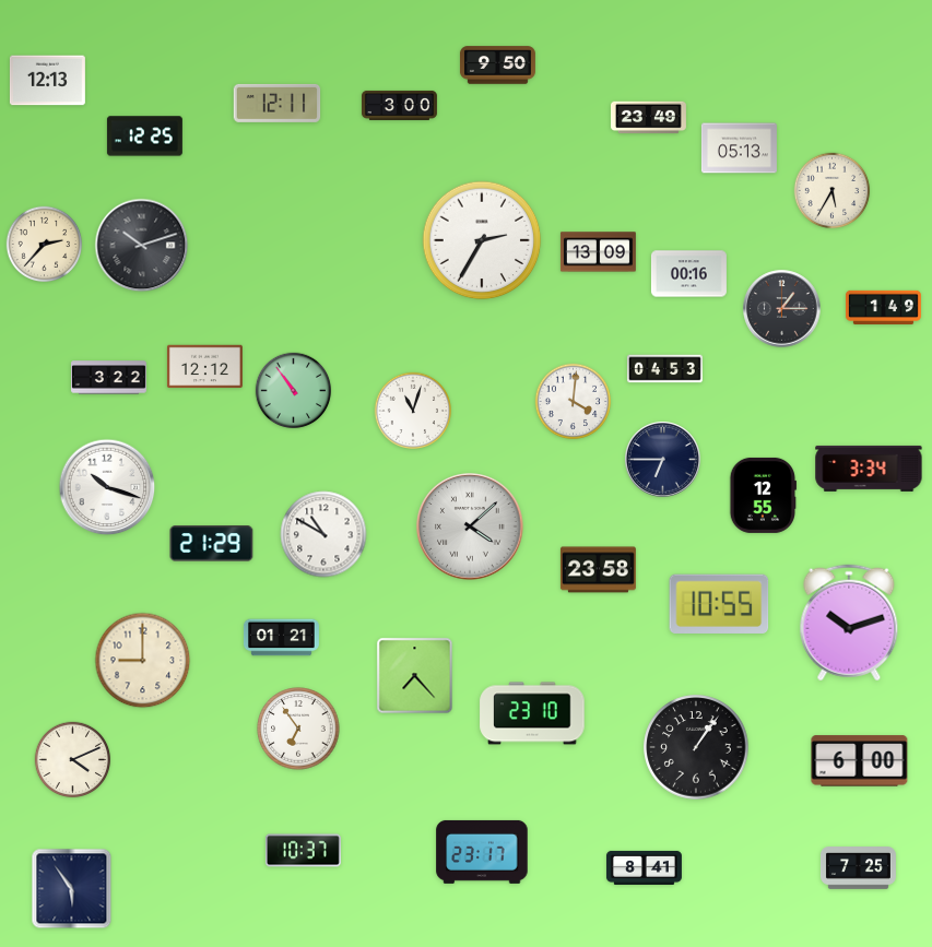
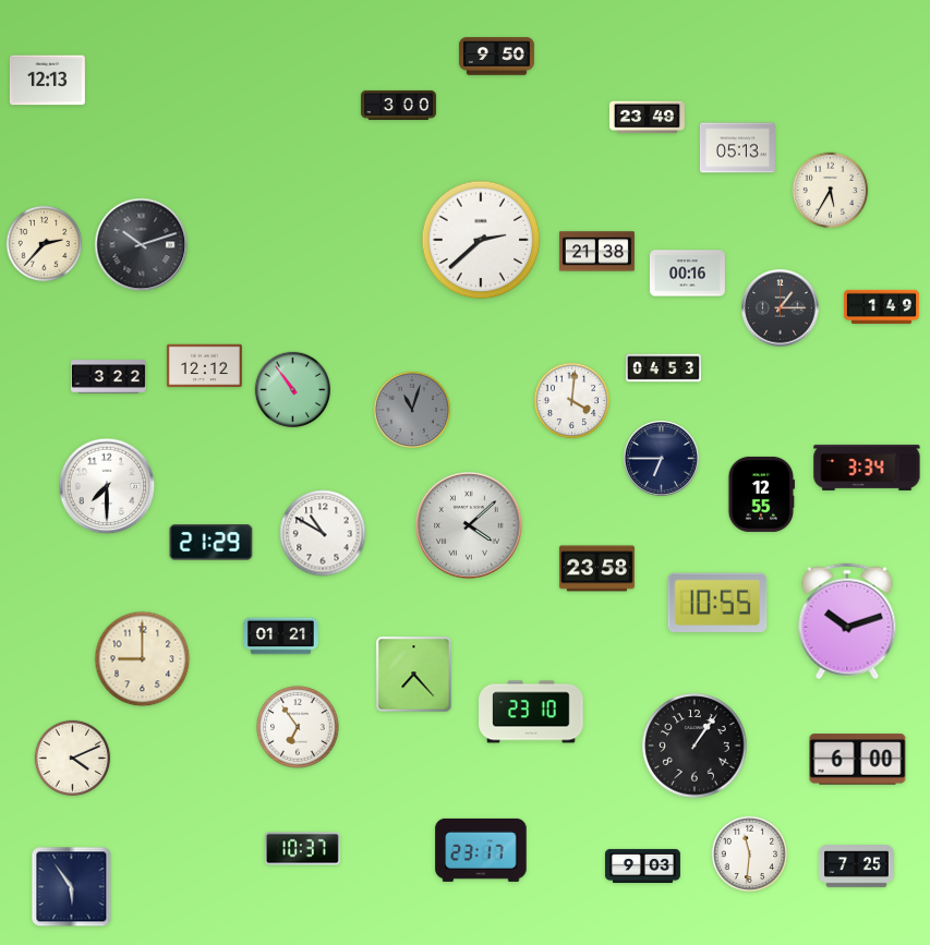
clock at (497, 66) position: (497, 66) -> (496, 57)
clock at (278, 103): 12:11 -> none
clock at (144, 137): 12:25 -> none
clock at (482, 240): 2:35 -> 2:38
clock at (598, 252): 13:09 -> 21:38
clock at (412, 410) dial: white -> grey
clock at (107, 487): 10:18 -> 7:30
clock at (750, 855): none -> 11:31
clock at (644, 867): 8:41 -> 9:03
